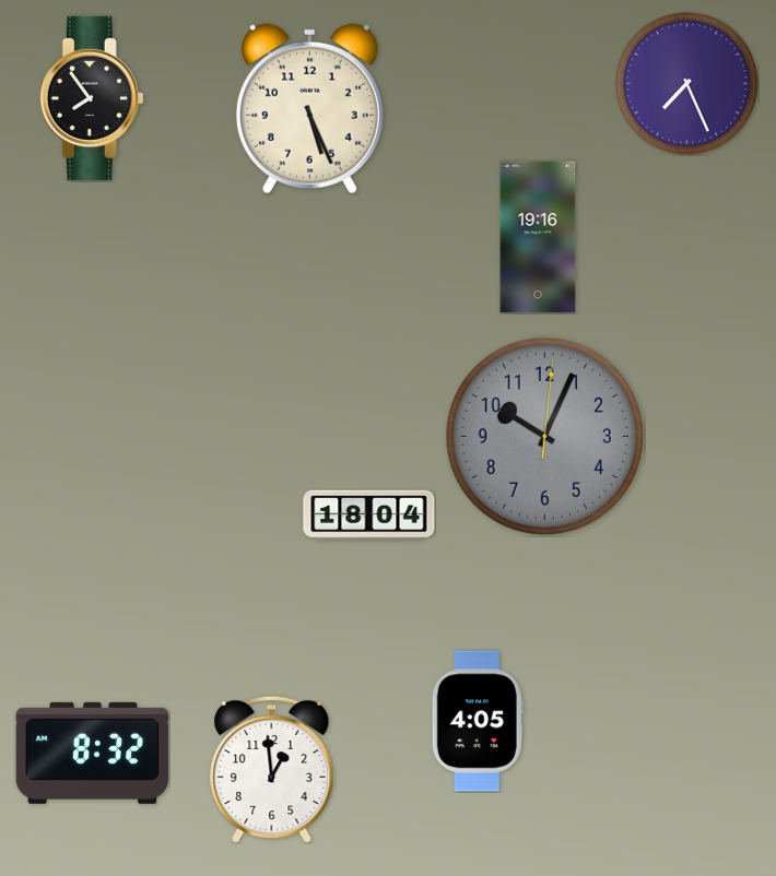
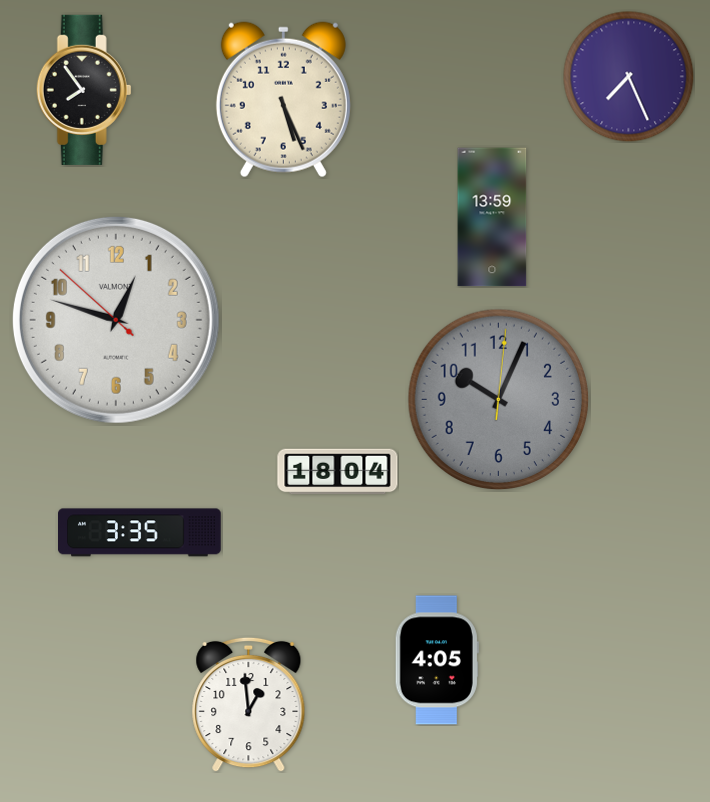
clock at (538, 237): 19:16 -> 13:59
clock at (116, 320): none -> 12:47
clock at (140, 533): none -> 3:35
clock at (93, 753): 8:32 -> none
